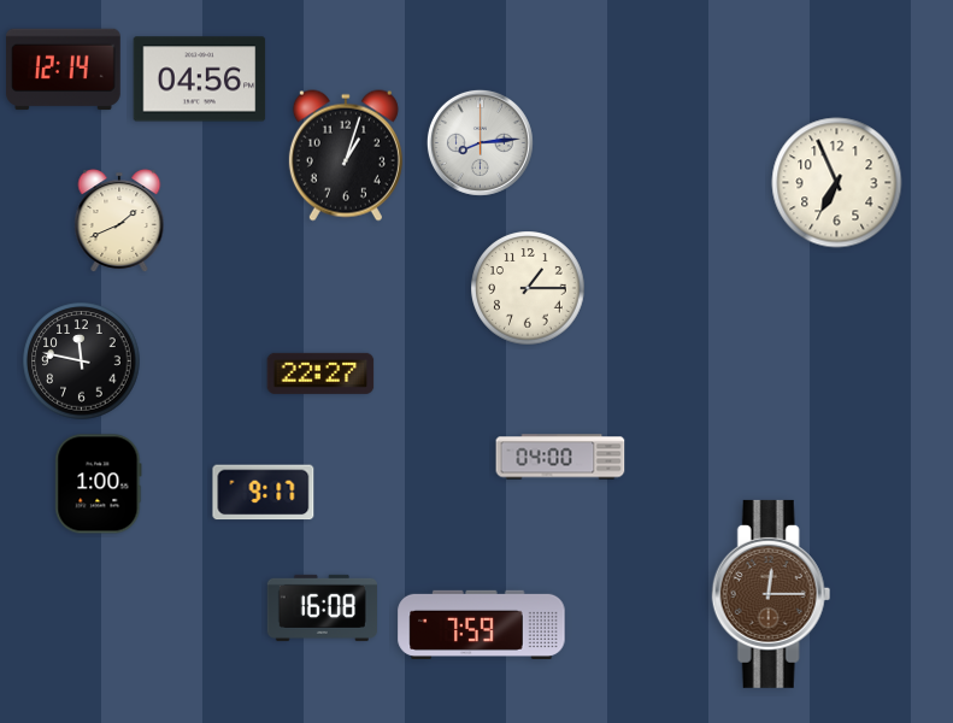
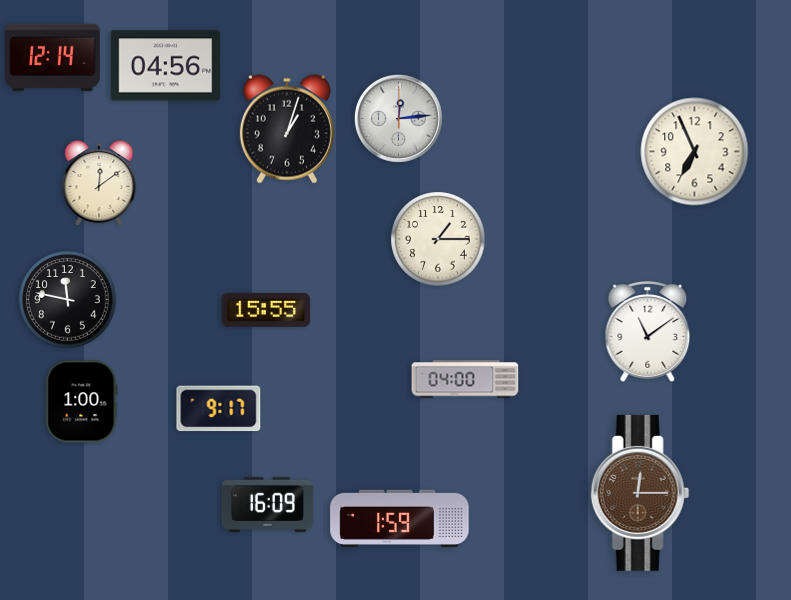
clock at (480, 142): 8:14 -> 12:14
clock at (119, 222): 1:41 -> 12:09
clock at (320, 374): 22:27 -> 15:55
clock at (648, 332): none -> 11:09
clock at (322, 607): 16:08 -> 16:09
clock at (482, 624): 7:59 -> 1:59
